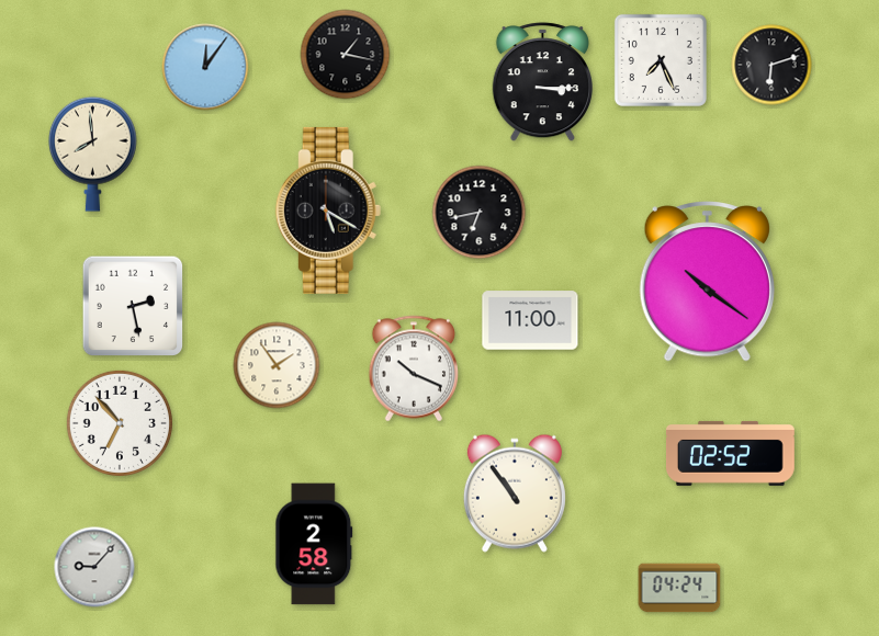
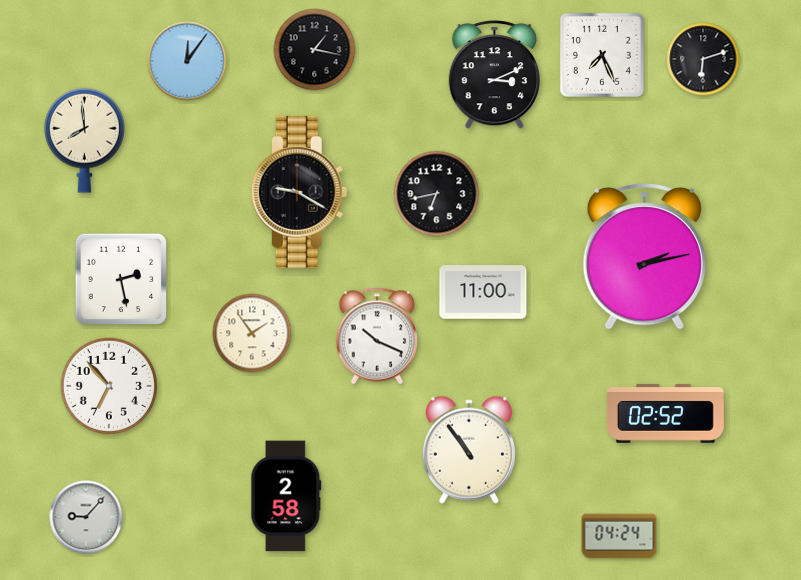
clock at (542, 82): 3:15 -> 3:11
clock at (328, 211): 5:20 -> 9:20
clock at (707, 282): 10:21 -> 2:13
